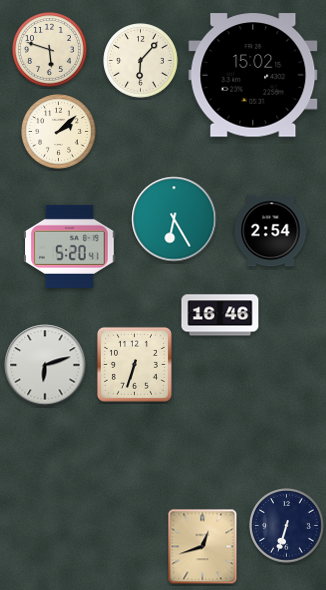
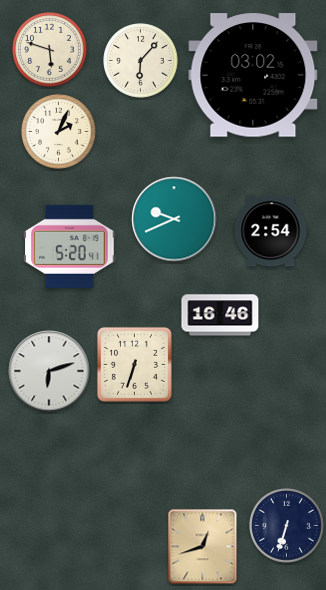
clock at (253, 75): 15:02 -> 03:02
clock at (59, 132): 2:08 -> 2:04
clock at (174, 219): 6:25 -> 9:41
clock at (45, 365) position: (45, 365) -> (49, 371)
